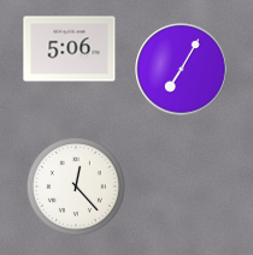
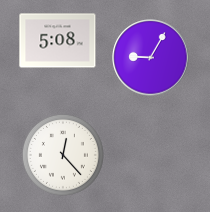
clock at (70, 49): 5:06 -> 5:08
clock at (182, 70): 7:05 -> 9:05
